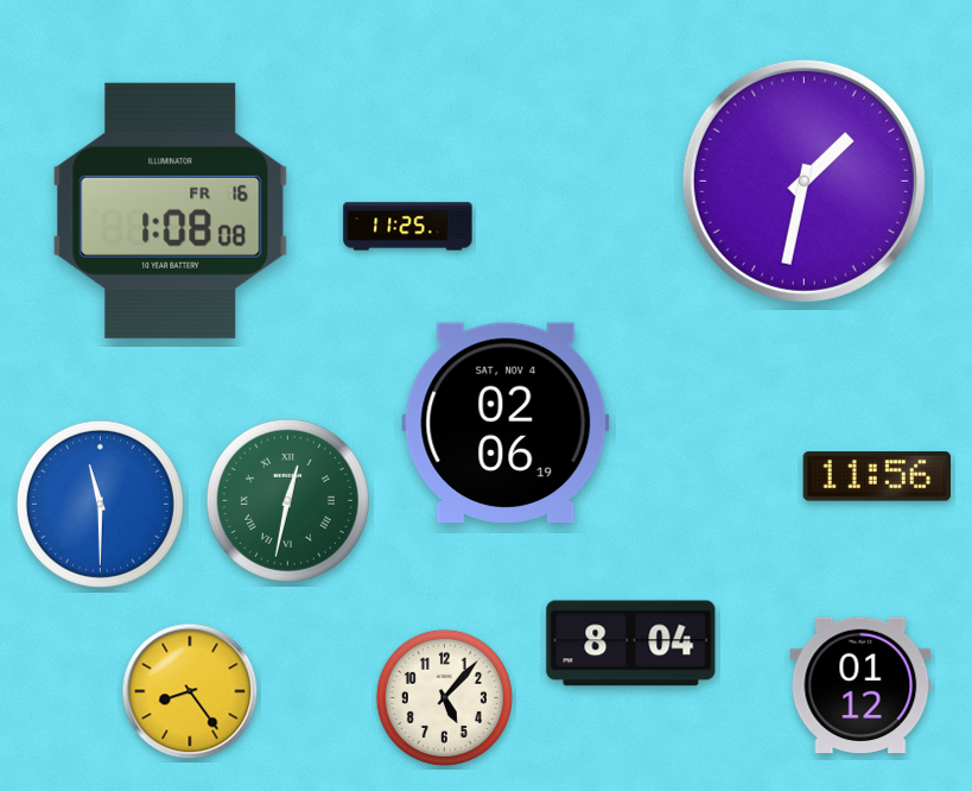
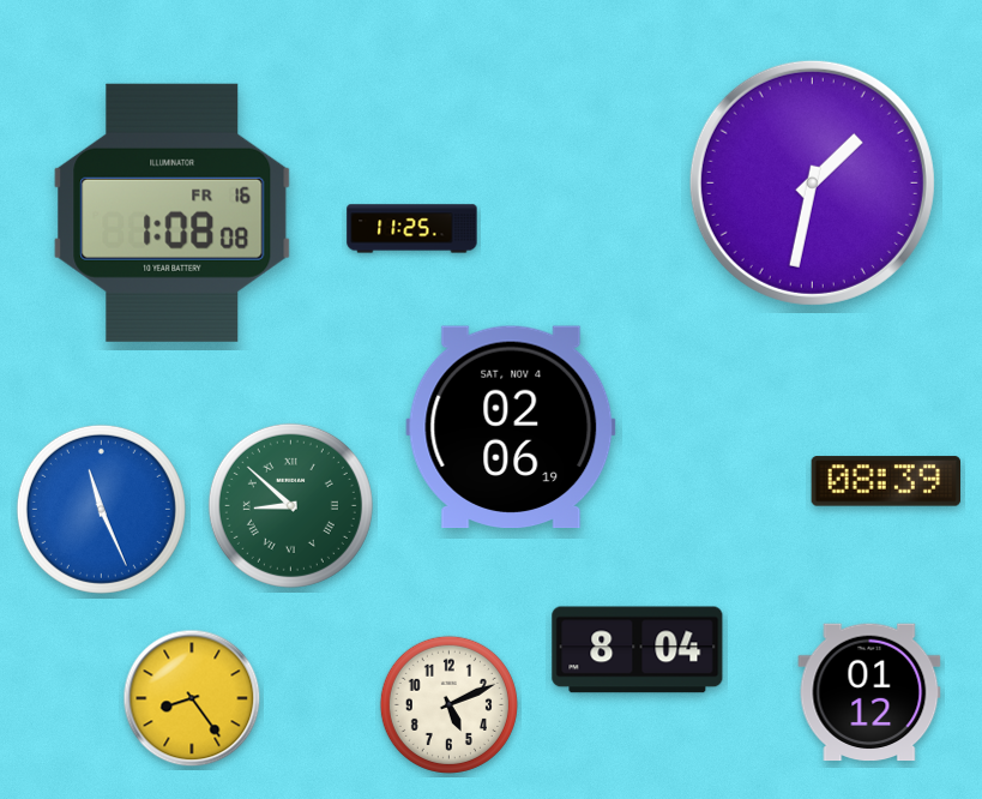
clock at (876, 476): 11:56 -> 08:39
clock at (287, 500): 12:32 -> 8:52
clock at (100, 504): 11:30 -> 11:26
clock at (444, 697): 5:07 -> 5:11
